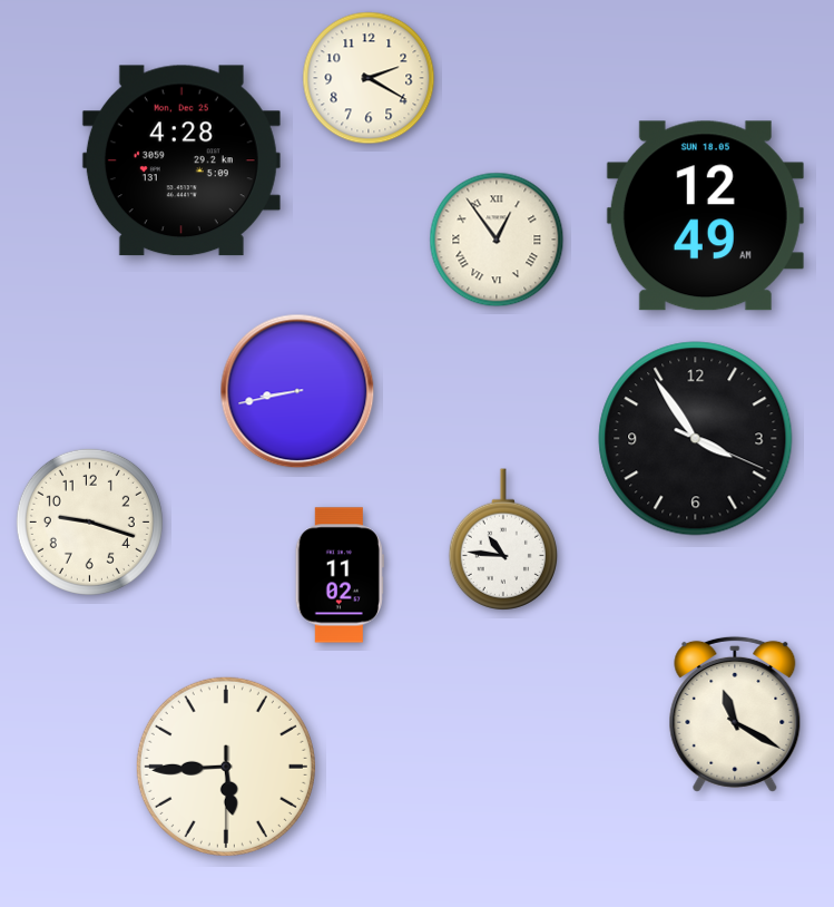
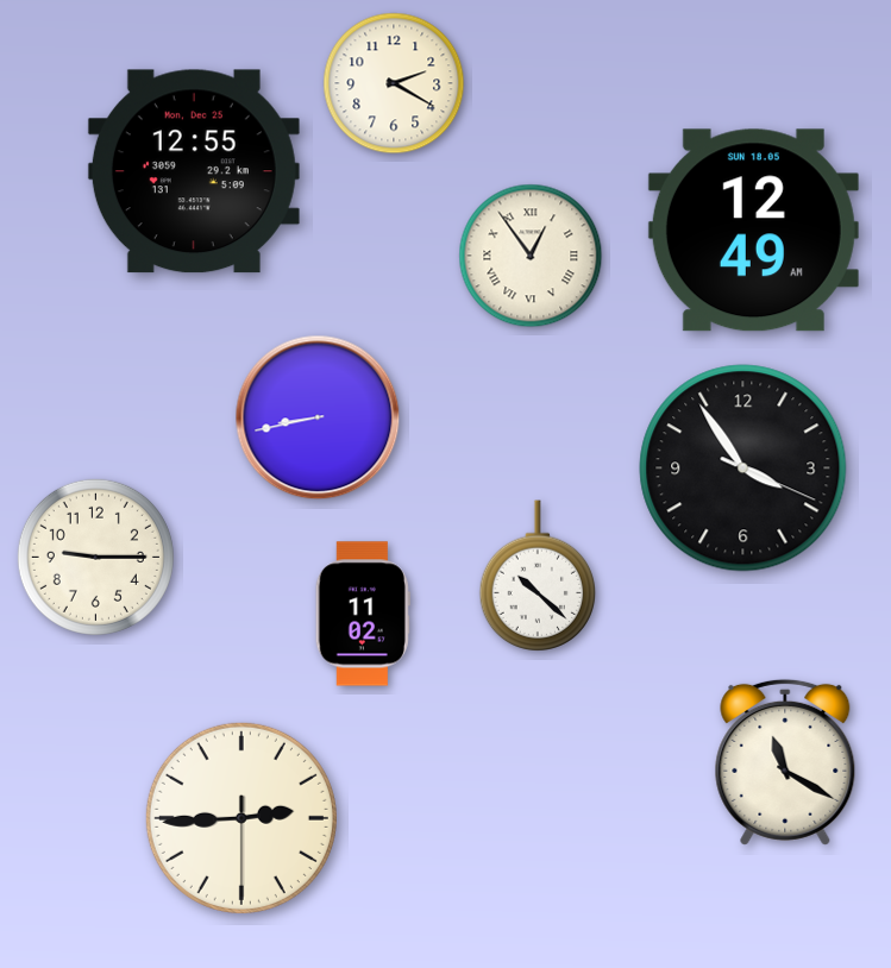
clock at (181, 160): 4:28 -> 12:55
clock at (89, 521): 9:18 -> 9:15
clock at (503, 539): 10:46 -> 10:22
clock at (226, 767): 5:44 -> 2:44
